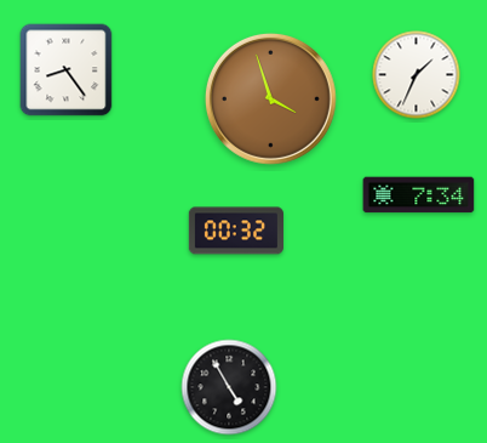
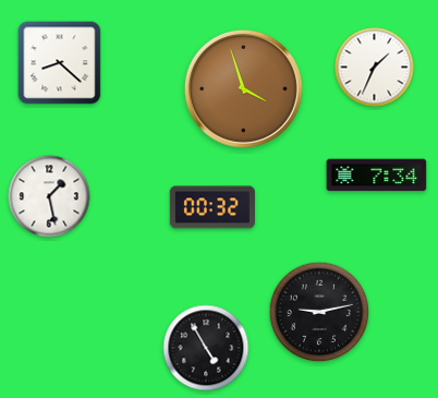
clock at (67, 70): 8:24 -> 8:22
clock at (49, 196): none -> 1:28
clock at (319, 312): none -> 9:13
